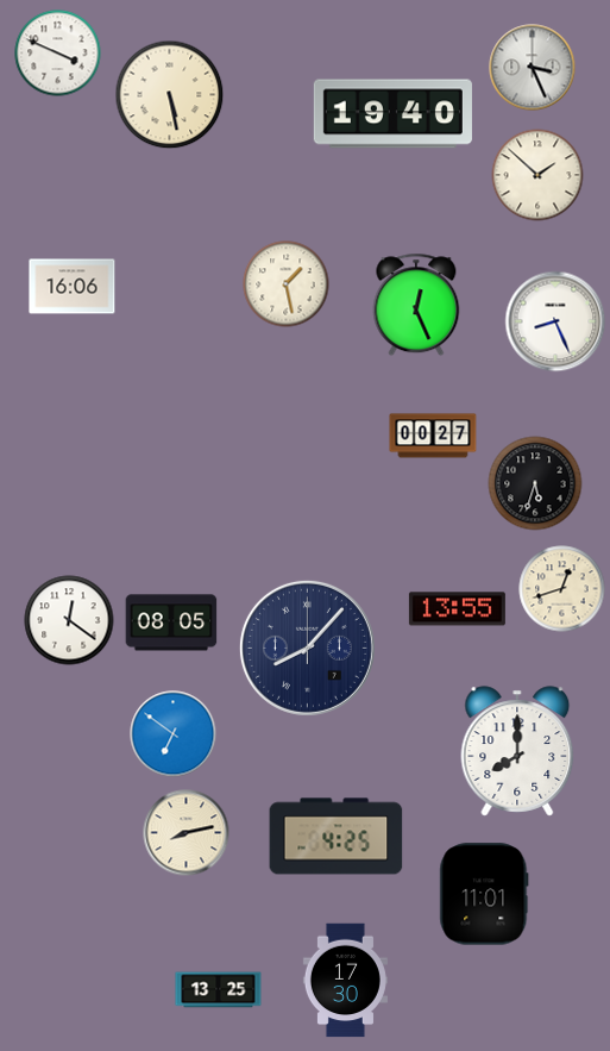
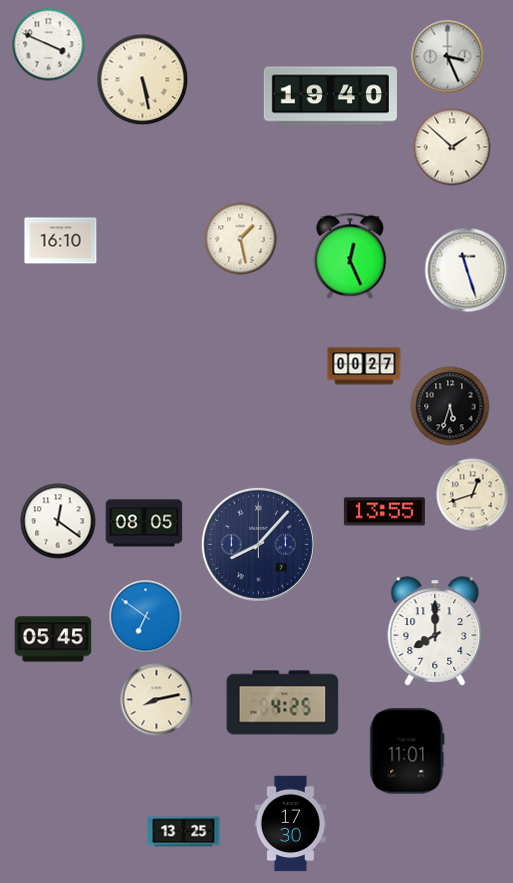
clock at (73, 287): 16:06 -> 16:10
clock at (555, 321): 8:26 -> 11:27
clock at (53, 639): none -> 05:45
